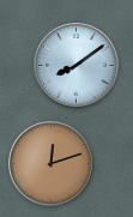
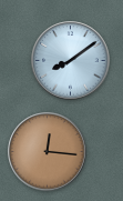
clock at (52, 164): 12:12 -> 12:16
